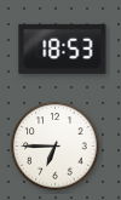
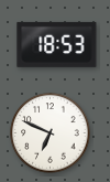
clock at (56, 147): 6:45 -> 6:49
